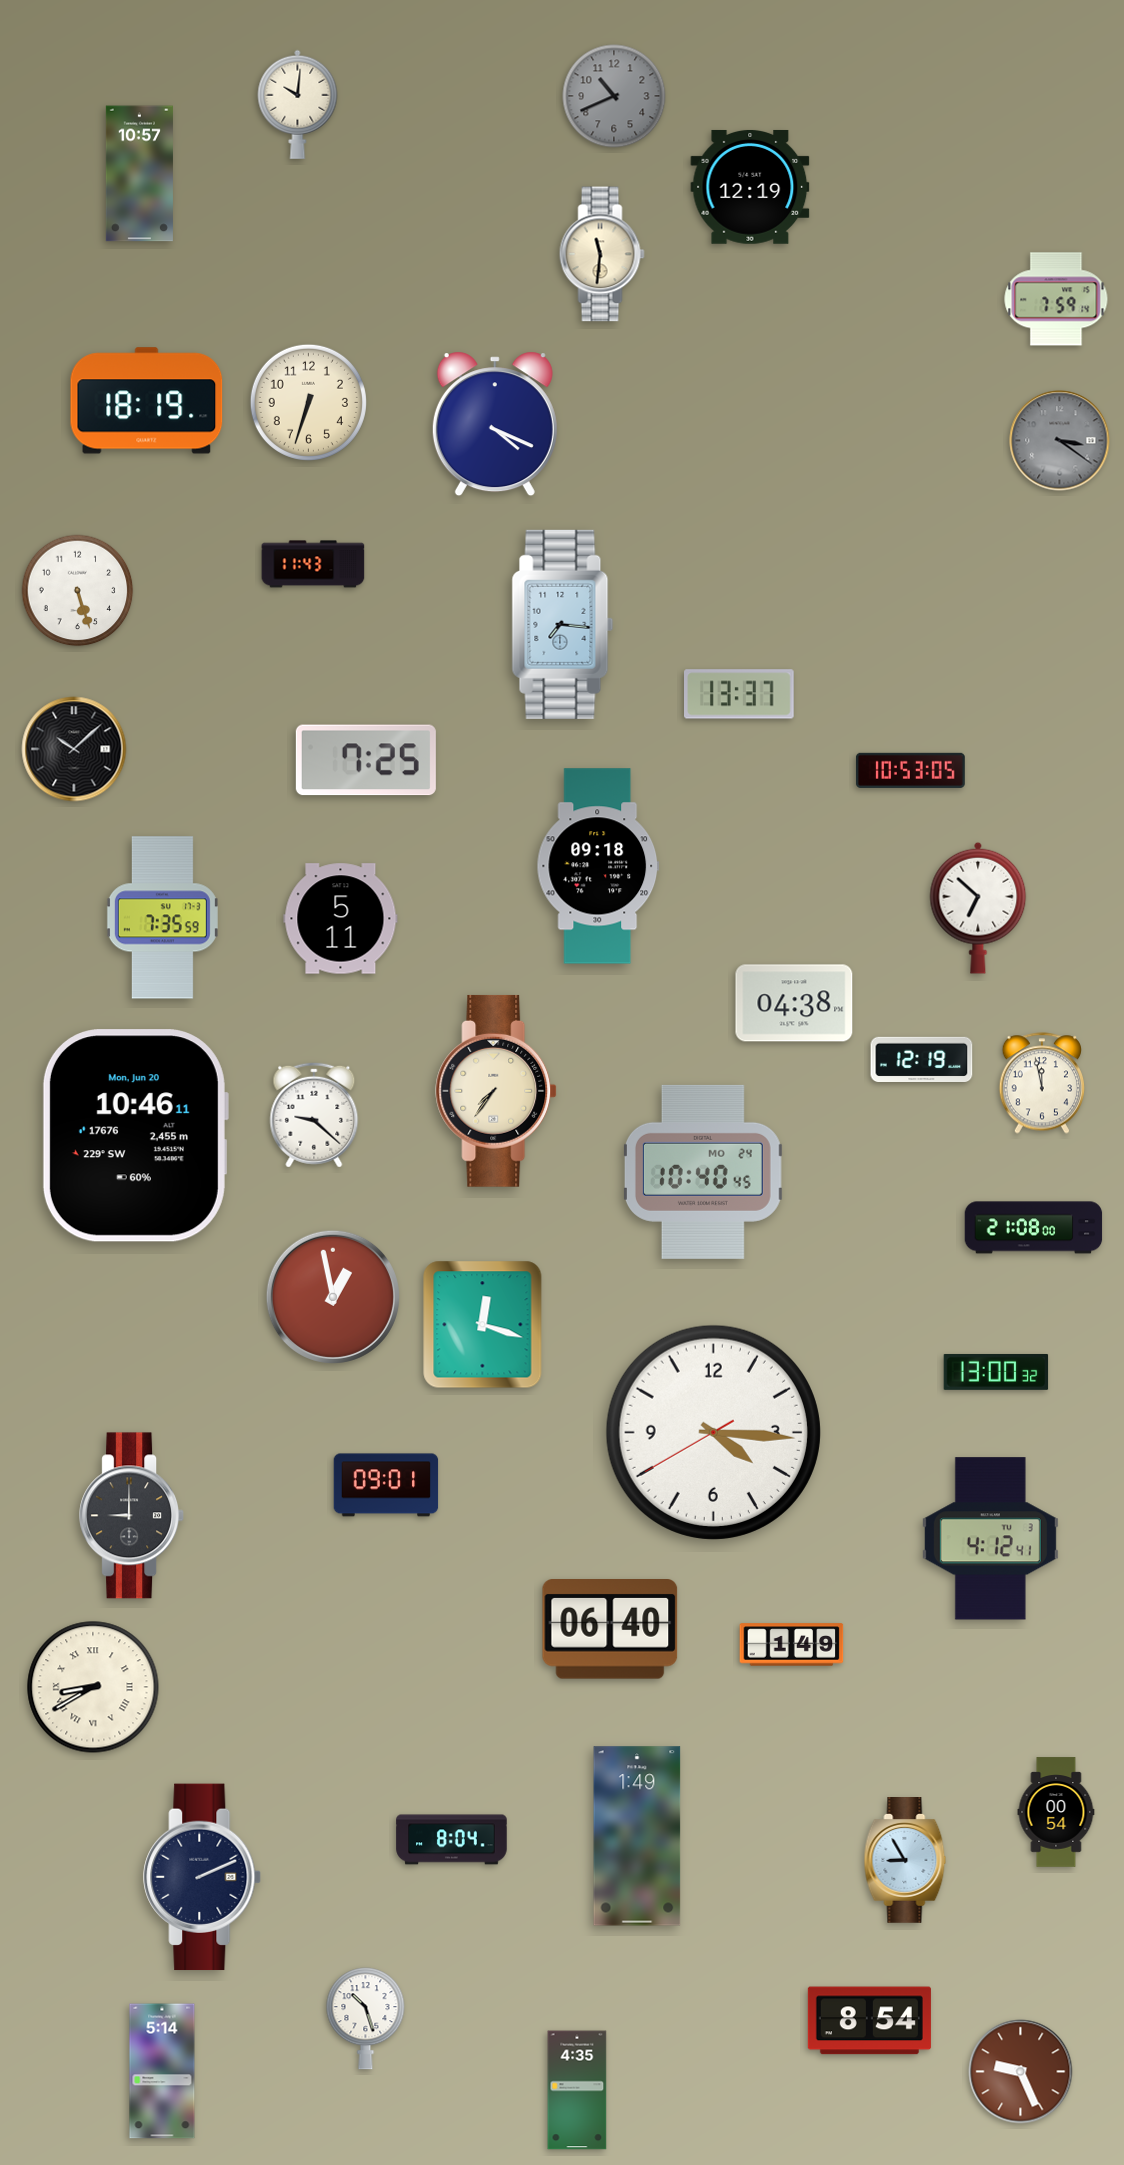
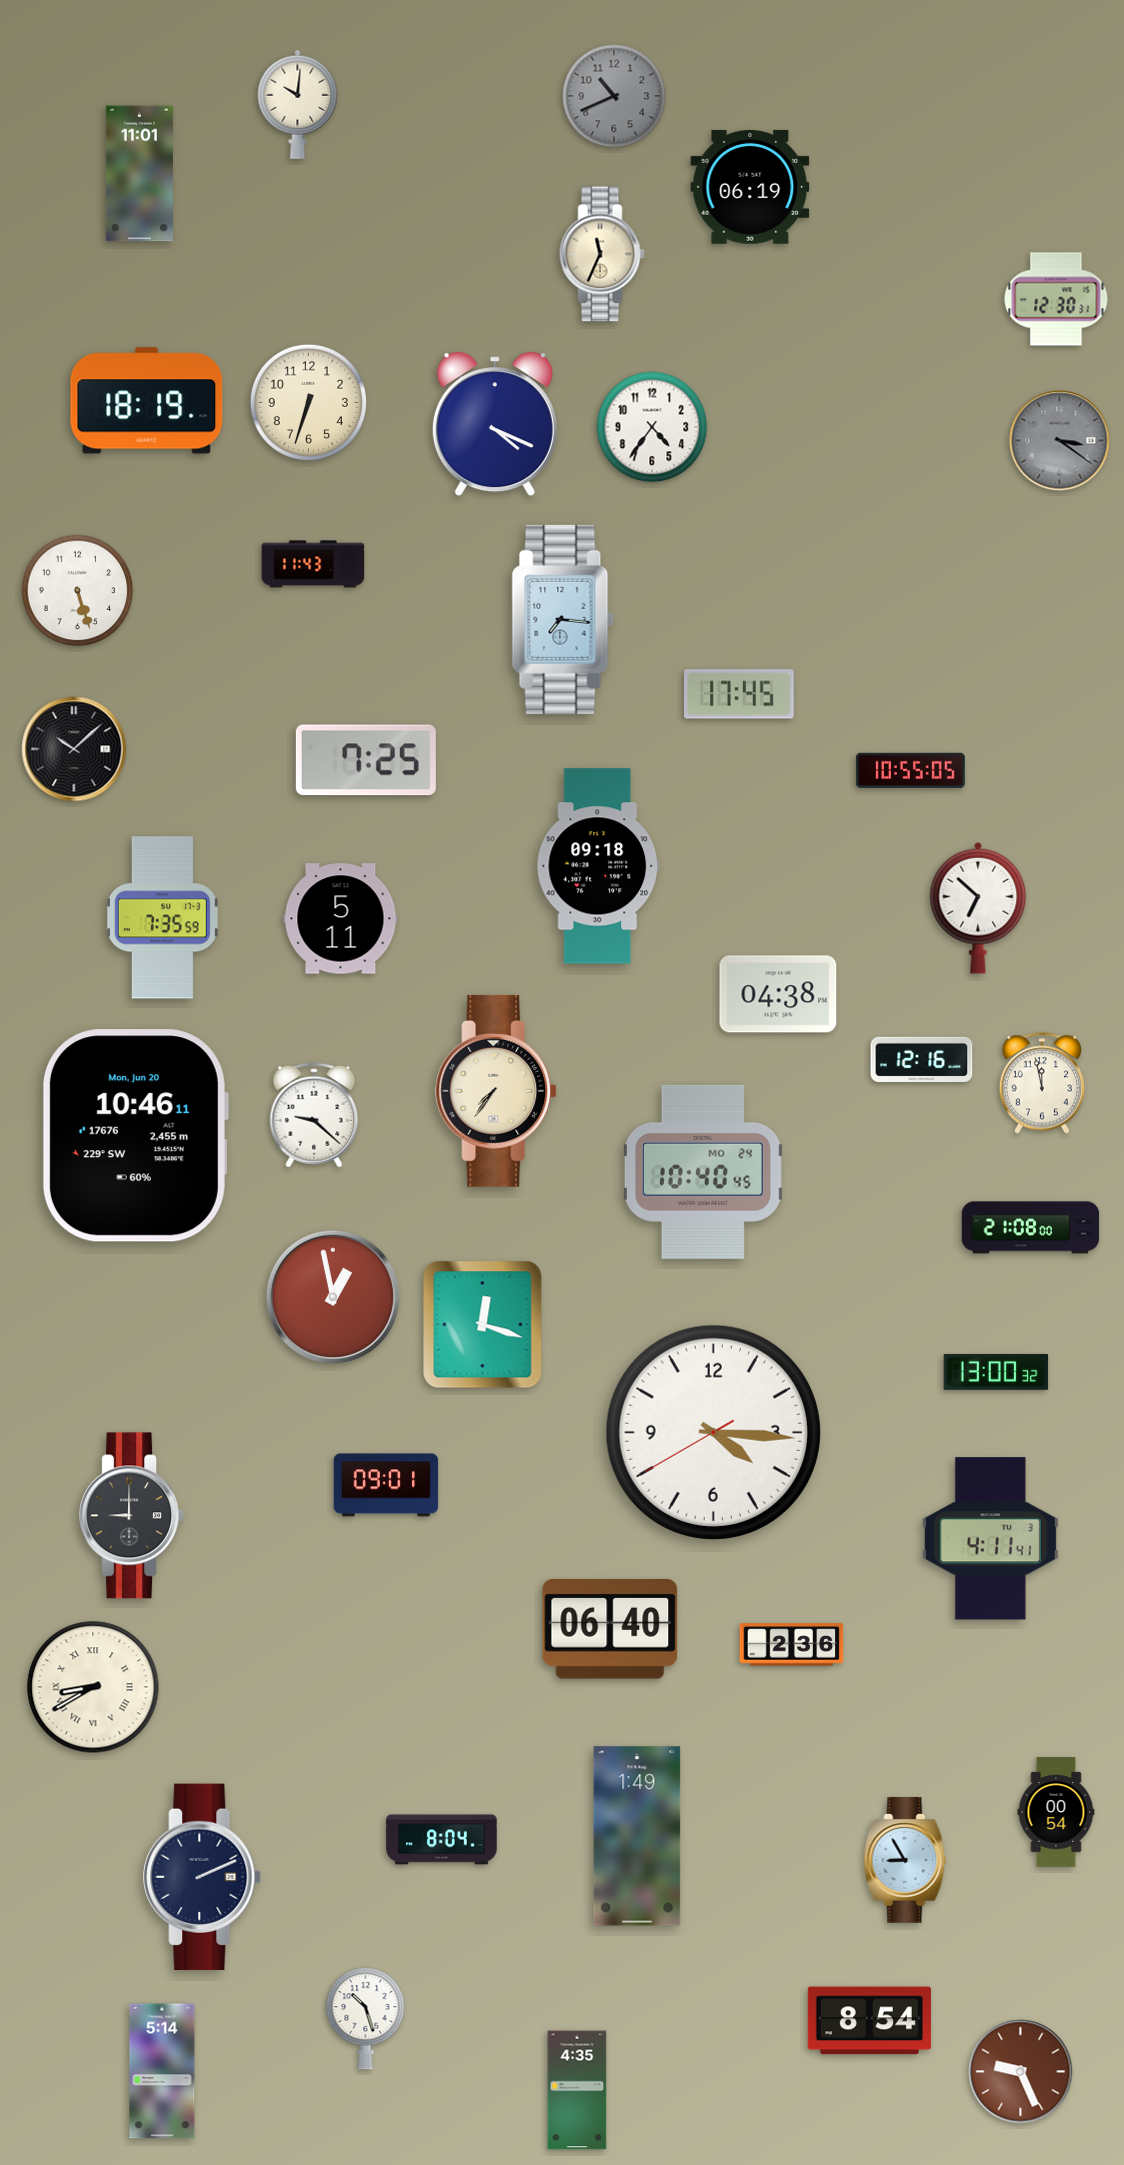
clock at (139, 174): 10:57 -> 11:01
clock at (750, 187): 12:19 -> 06:19
clock at (602, 254): 11:31 -> 11:34
clock at (1056, 299): 7:59 -> 12:30
clock at (652, 427): none -> 4:36
clock at (563, 624) position: (563, 624) -> (563, 619)
clock at (740, 694): 13:37 -> 17:45
clock at (910, 770): 10:53 -> 10:55
clock at (794, 1003) position: (794, 1003) -> (778, 994)
clock at (922, 1059): 12:19 -> 12:16
clock at (1034, 1228) position: (1034, 1228) -> (1031, 1228)
clock at (990, 1539): 4:12 -> 4:11
clock at (792, 1645): 1:49 -> 2:36
clock at (452, 1840) position: (452, 1840) -> (442, 1840)
